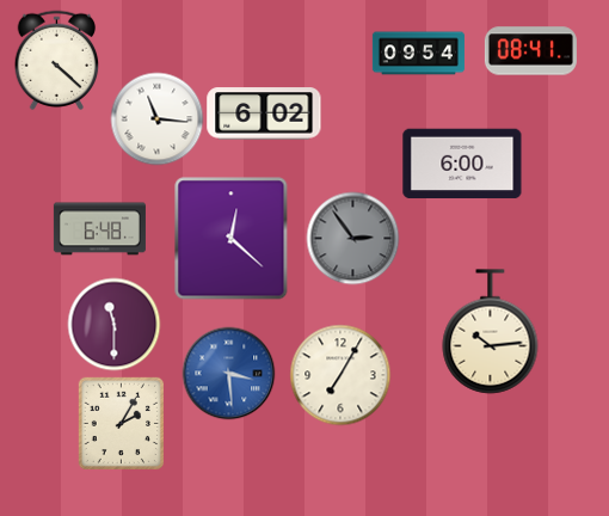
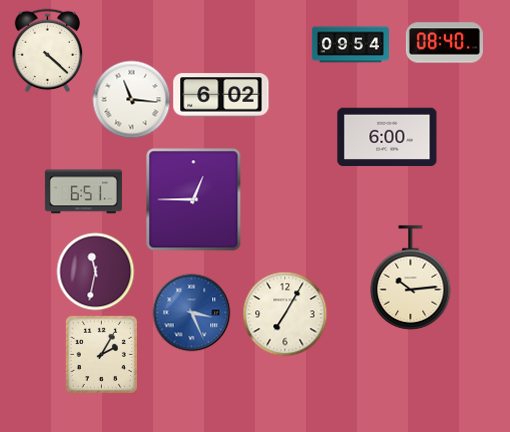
clock at (530, 51): 08:41 -> 08:40
clock at (99, 229): 6:48 -> 6:51
clock at (352, 238): 2:54 -> none
clock at (232, 239): 12:22 -> 12:45
clock at (113, 324): 11:30 -> 11:32
clock at (228, 373): 3:29 -> 3:26
